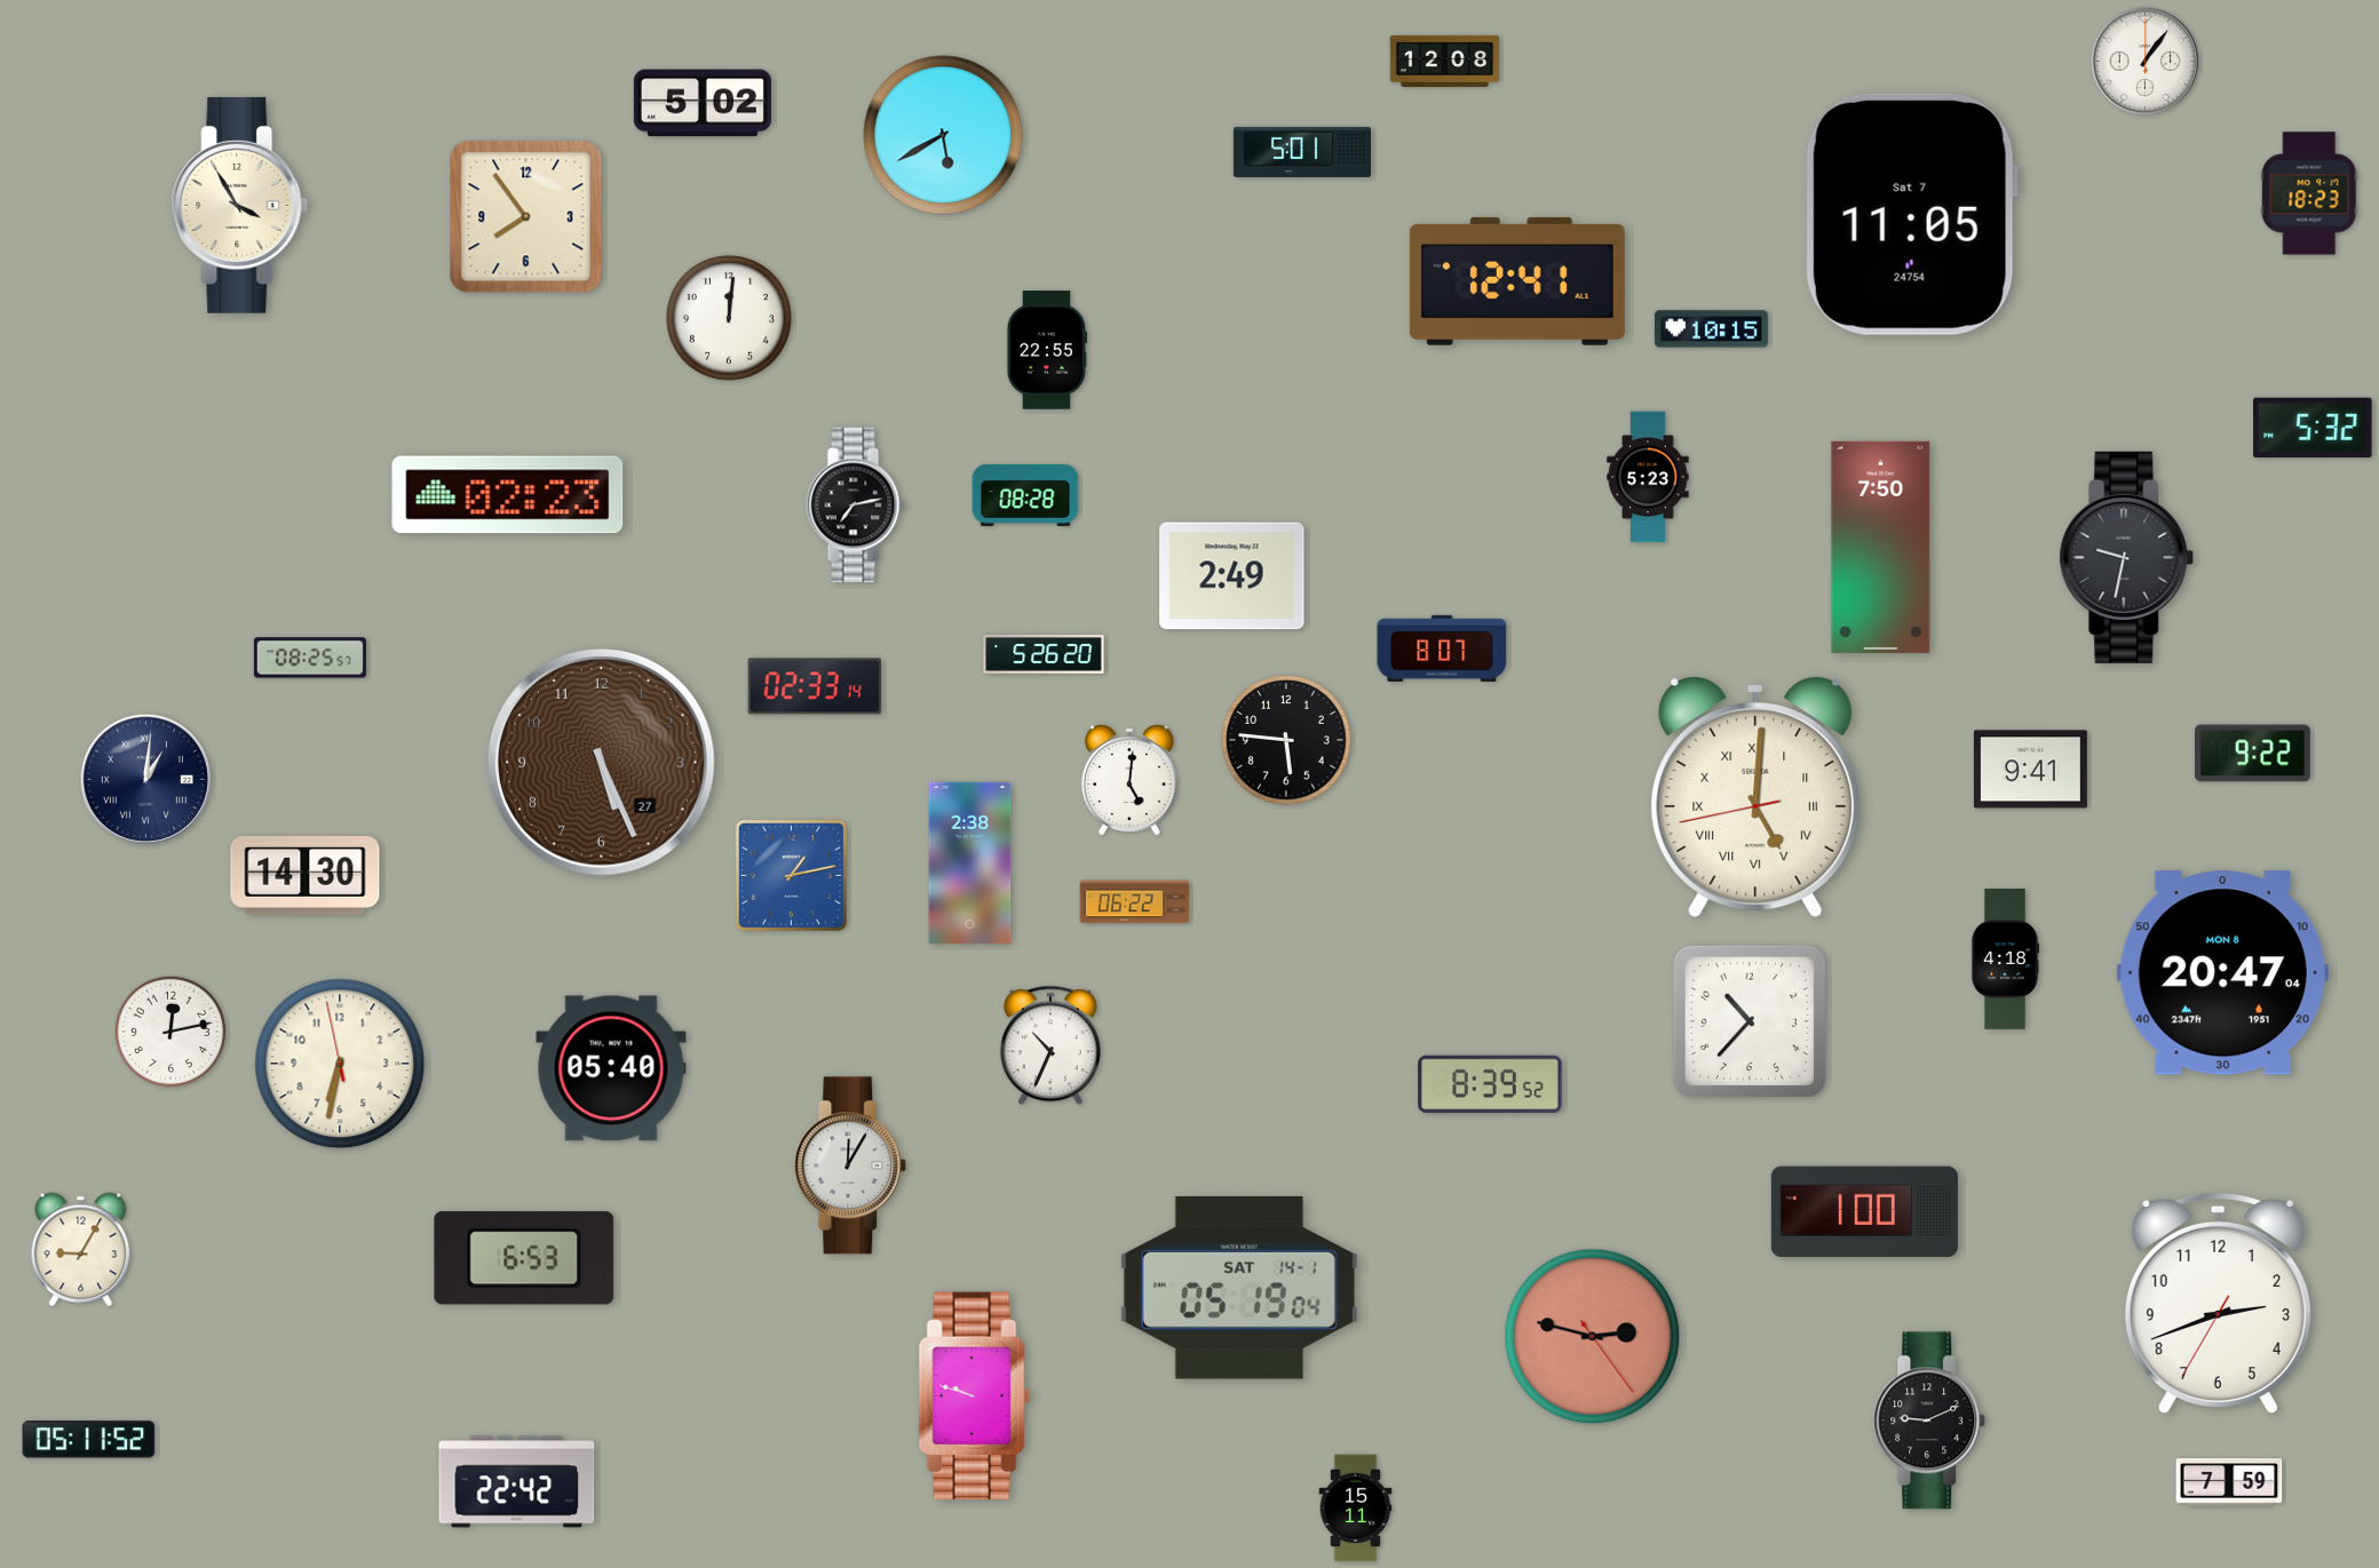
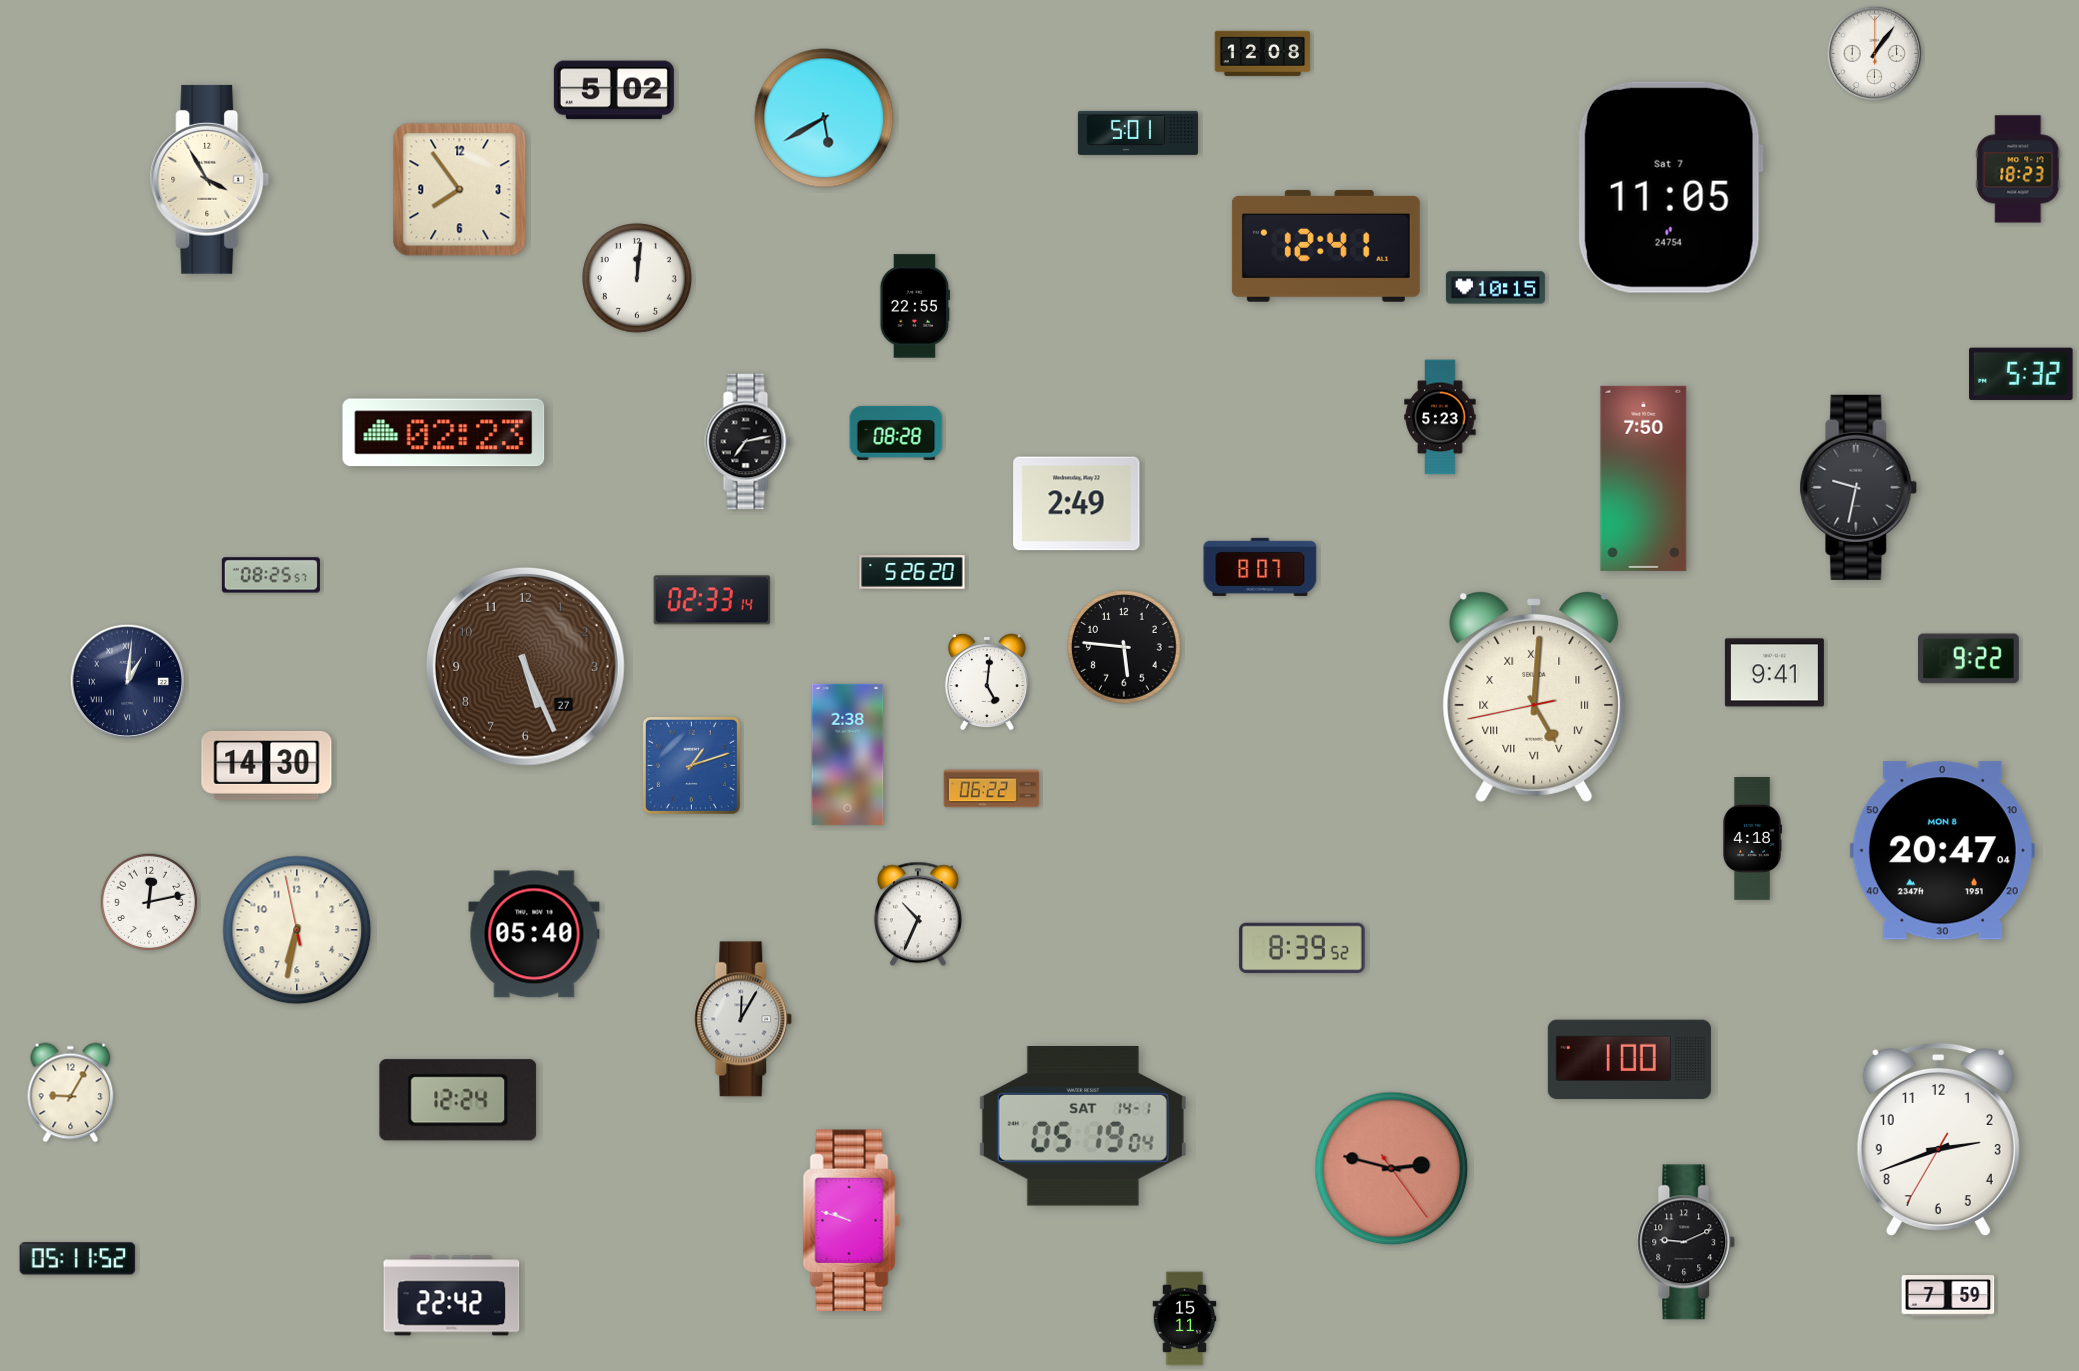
clock at (791, 875): 1:13 -> 1:12
clock at (1748, 1020): 10:37 -> none
clock at (524, 1258): 6:53 -> 12:24
